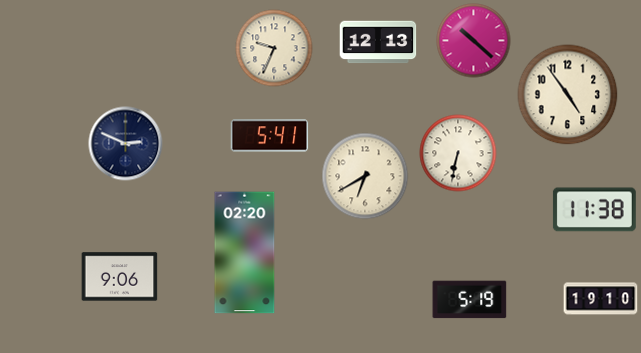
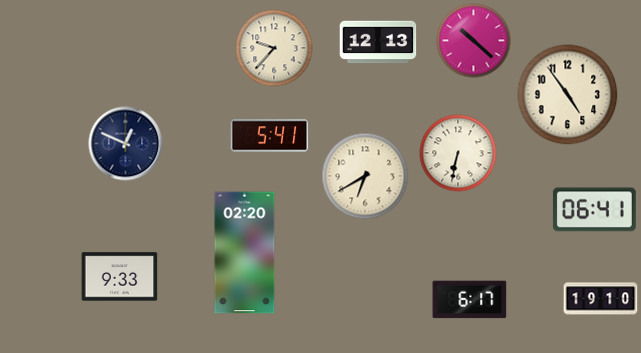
clock at (274, 48): 9:34 -> 9:37
clock at (126, 144): 2:49 -> 12:49
clock at (594, 210): 11:38 -> 06:41
clock at (120, 277): 9:06 -> 9:33
clock at (470, 300): 5:19 -> 6:17
